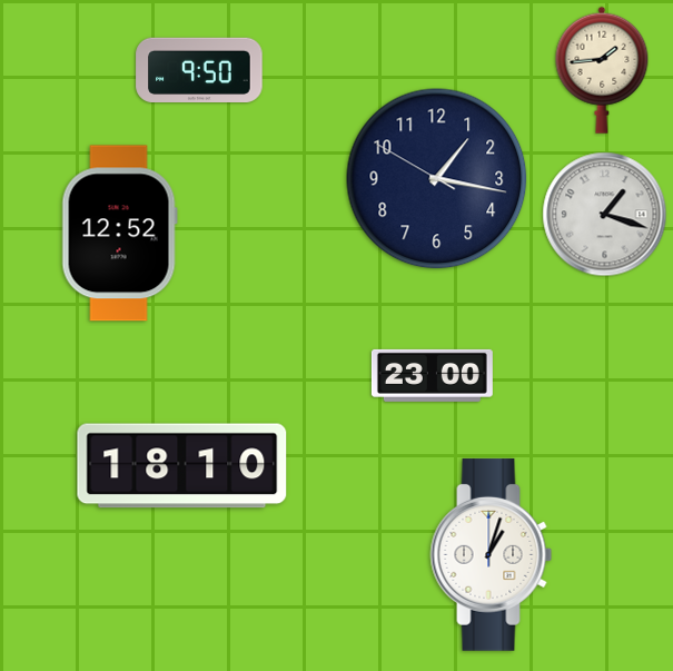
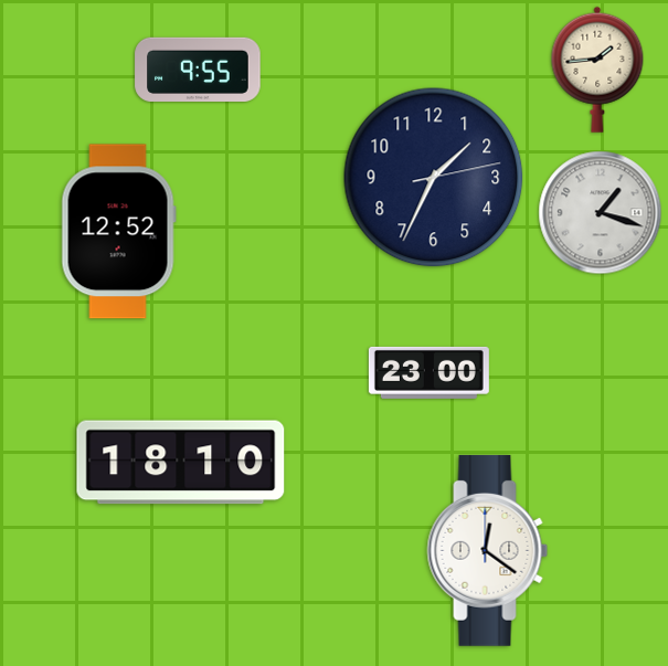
clock at (199, 69): 9:50 -> 9:55
clock at (437, 179): 1:16 -> 1:34
clock at (492, 554): 1:03 -> 12:21
